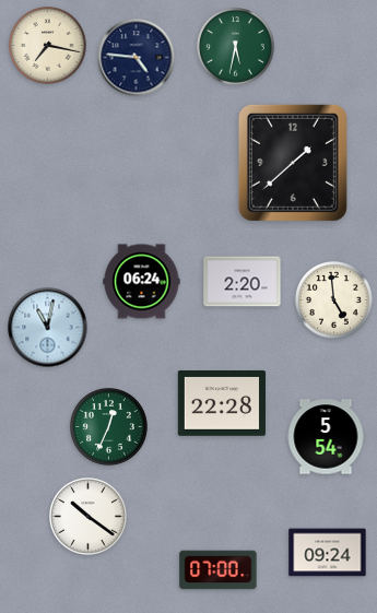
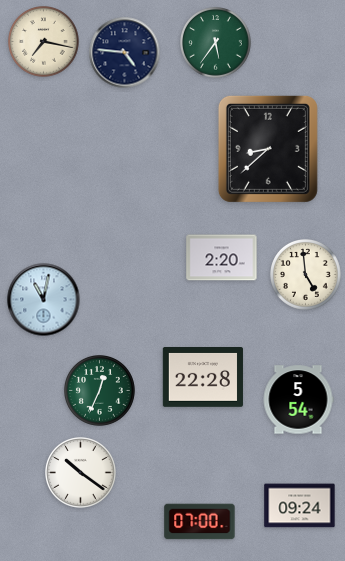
clock at (236, 47): 5:32 -> 5:36
clock at (293, 163): 1:38 -> 8:38
clock at (142, 282): 06:24 -> none
clock at (222, 404) position: (222, 404) -> (203, 378)
